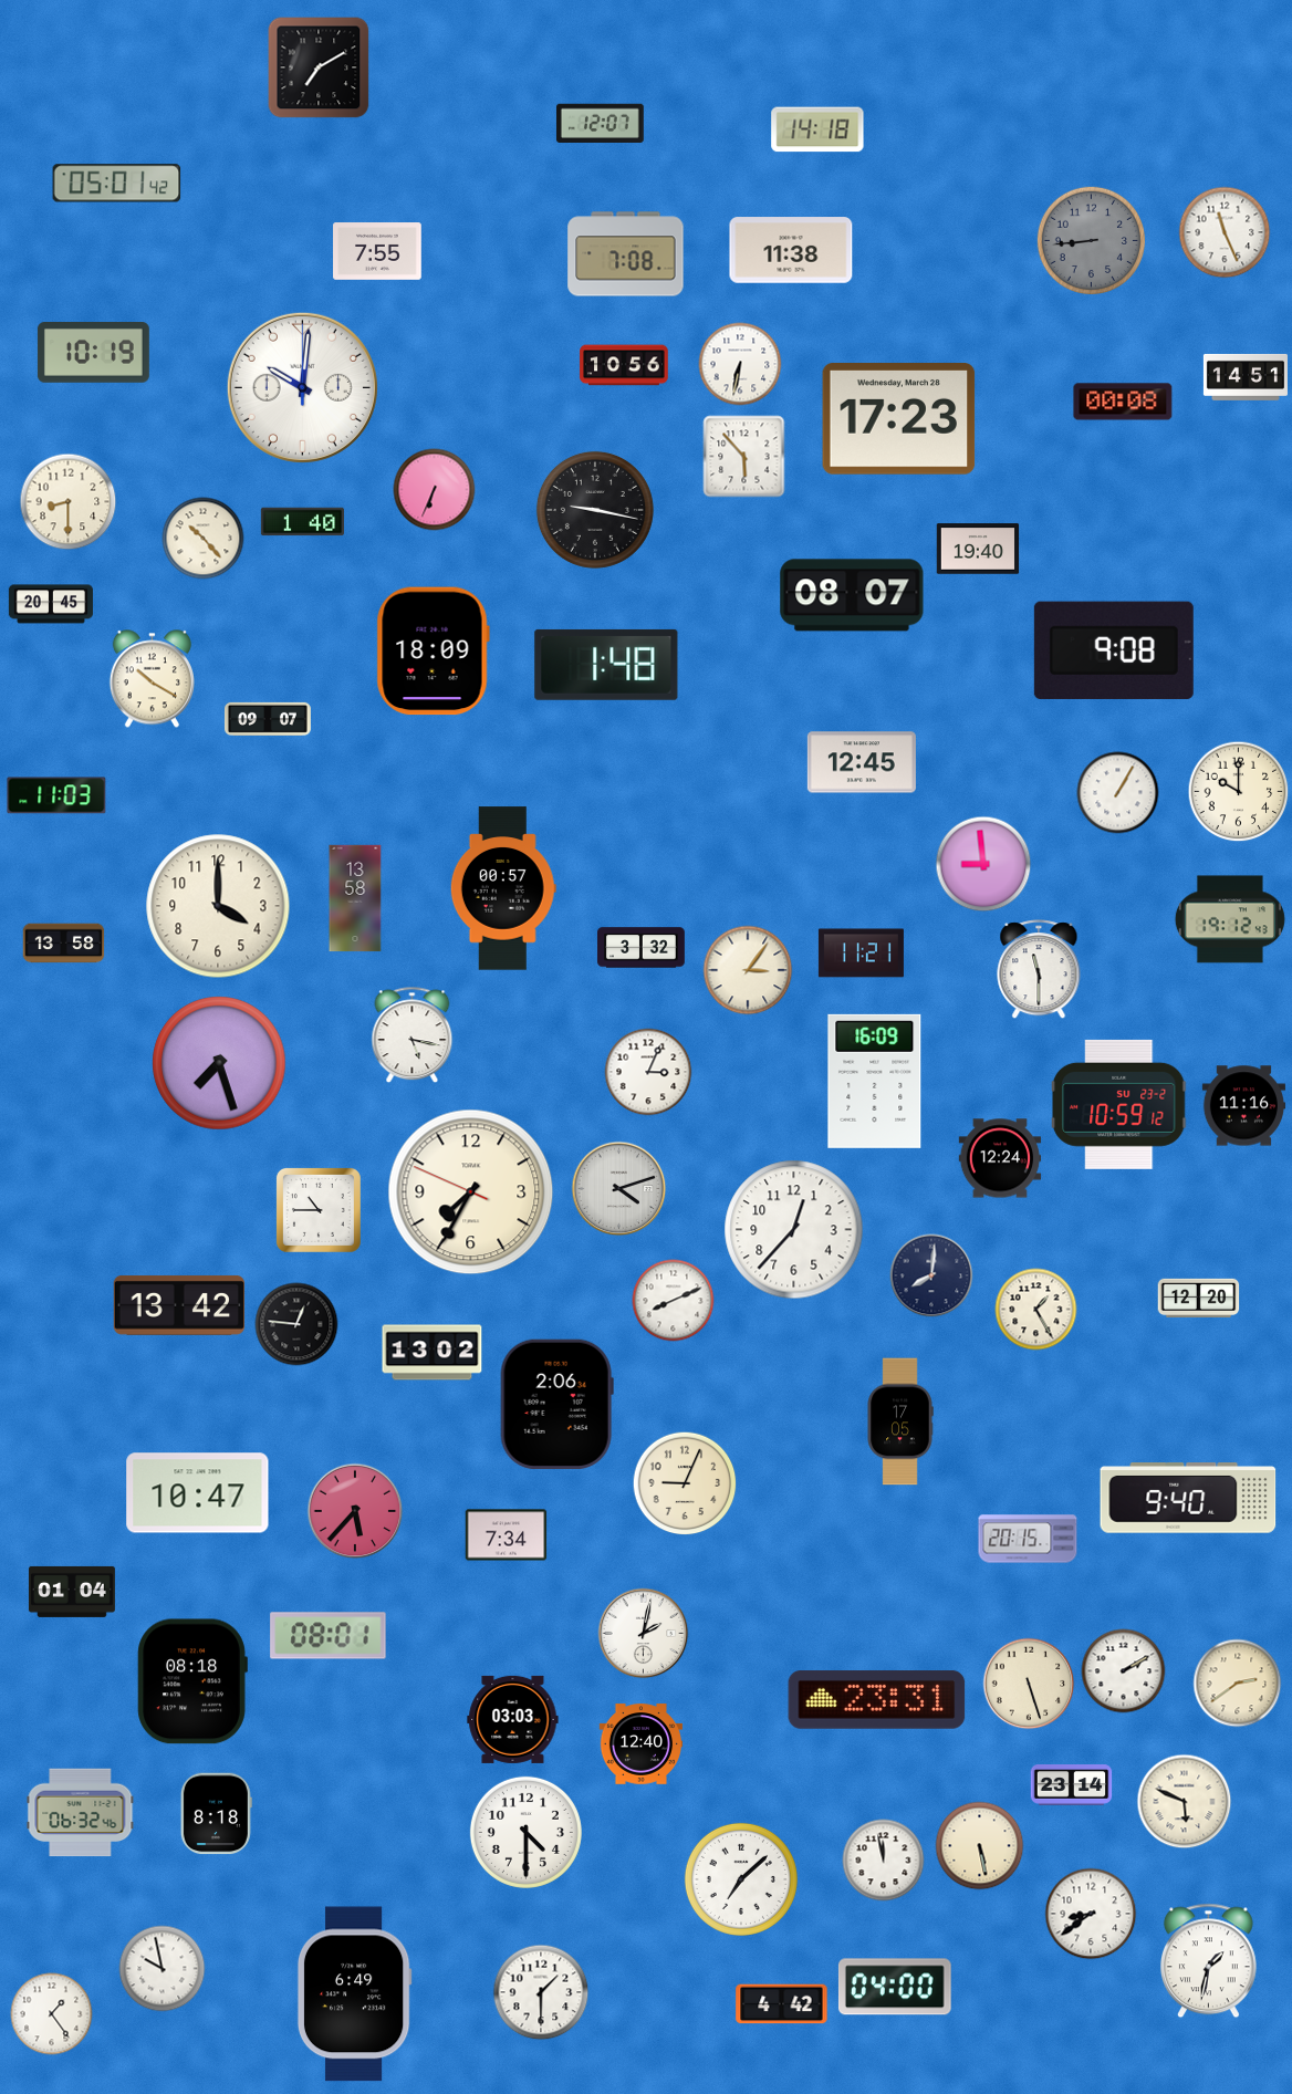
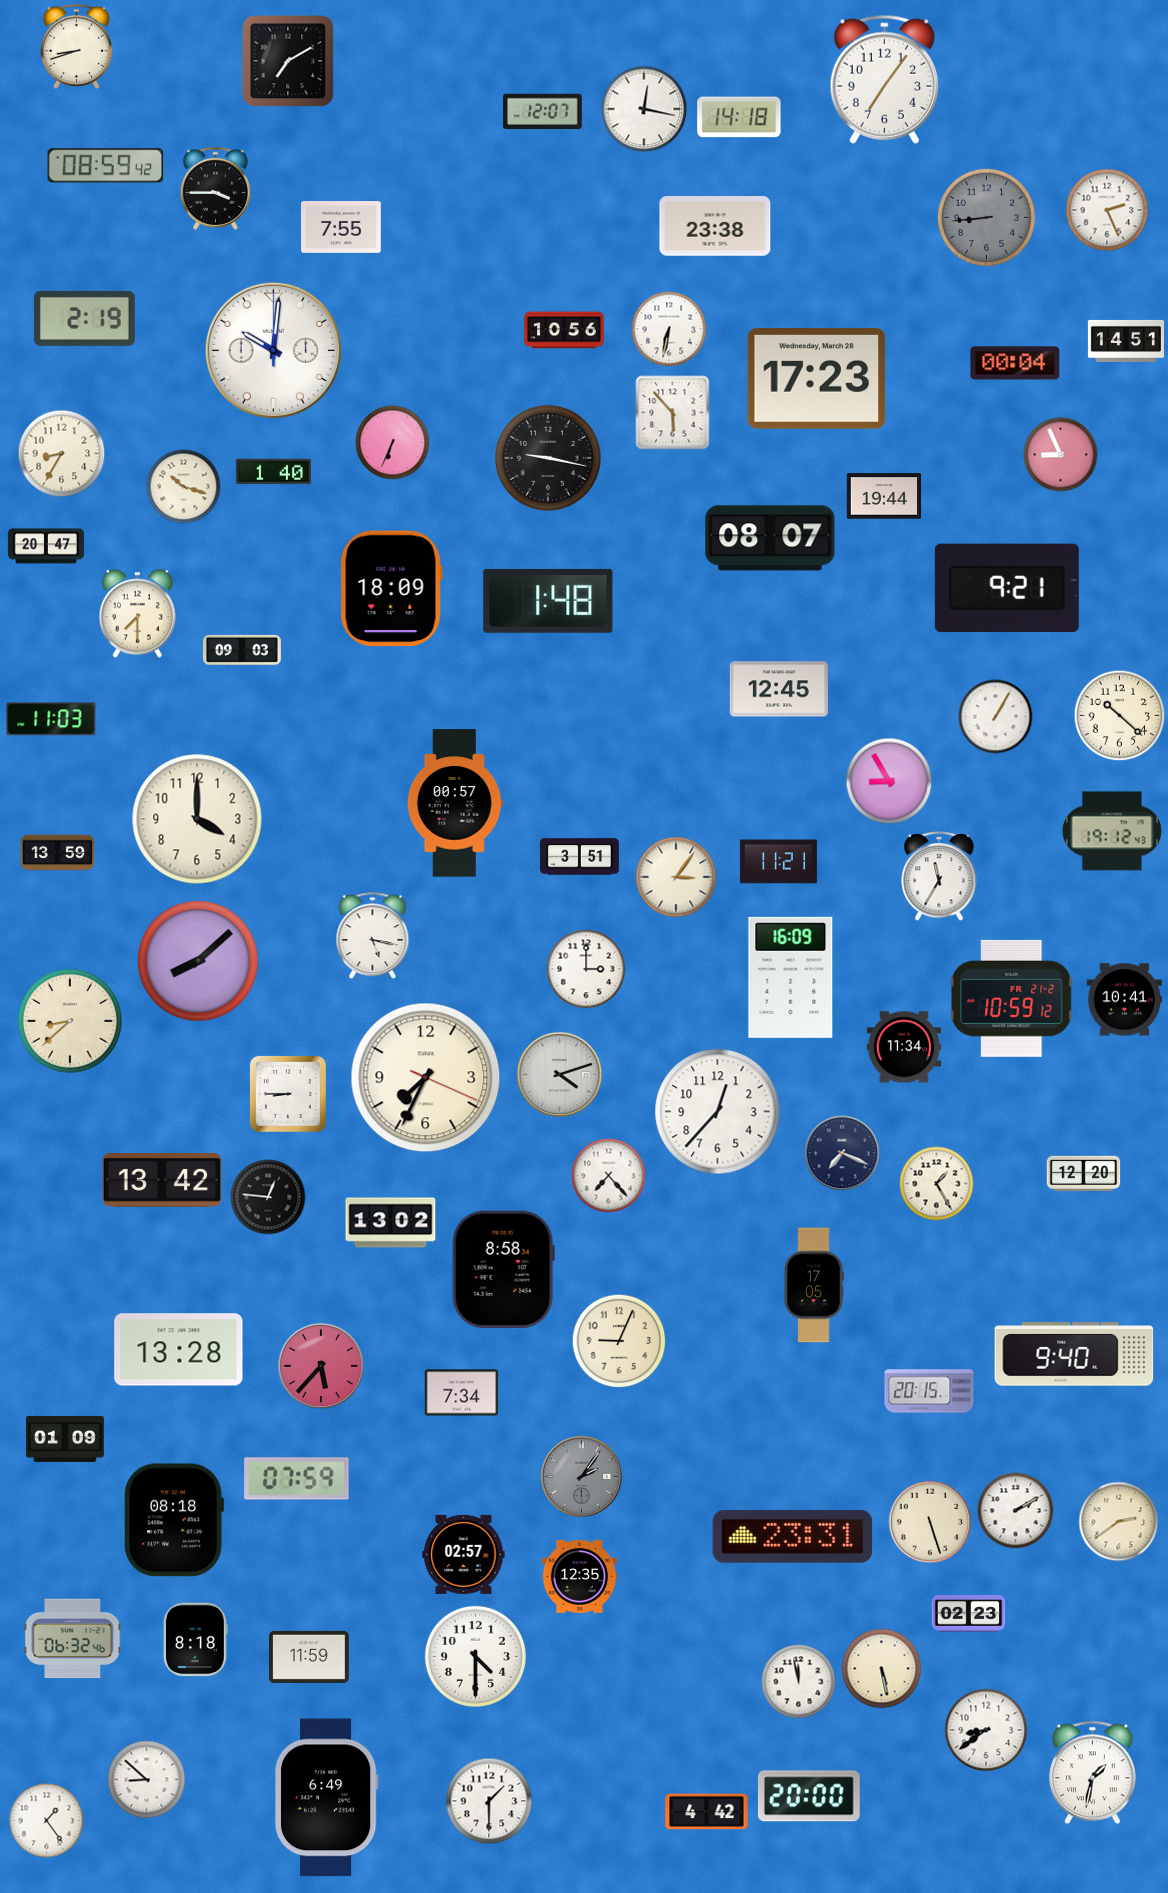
clock at (77, 46): none -> 8:42
clock at (884, 79): none -> 7:06
clock at (644, 109): none -> 12:17
clock at (117, 184): 05:01 -> 08:59
clock at (215, 188): none -> 3:45
clock at (1225, 232): 11:26 -> 2:26
clock at (791, 250): 11:38 -> 23:38
clock at (626, 254): 7:08 -> none
clock at (94, 353): 10:19 -> 2:19
clock at (1123, 402): 00:08 -> 00:04
clock at (899, 419) position: (899, 419) -> (817, 379)
clock at (69, 502): 8:30 -> 8:35
clock at (1061, 455): none -> 8:56
clock at (595, 510) position: (595, 510) -> (548, 458)
clock at (204, 539): 10:23 -> 10:18
clock at (978, 549): 19:40 -> 19:44
clock at (51, 604): 20:45 -> 20:47
clock at (1114, 650): 9:08 -> 9:21
clock at (152, 679): 10:20 -> 7:30
clock at (268, 719): 09:07 -> 09:03
clock at (1239, 792): 10:00 -> 10:22
clock at (1118, 793) position: (1118, 793) -> (996, 717)
clock at (983, 864): 8:59 -> 8:55
clock at (355, 898): 13:58 -> none
clock at (64, 944): 13:58 -> 13:59
clock at (642, 948): 3:32 -> 3:51
clock at (1039, 970): 11:30 -> 11:35
clock at (219, 1063): 7:27 -> 8:08
clock at (648, 1072): 3:04 -> 3:00
clock at (1119, 1104) date: SU 23-2 -> FR 21-2
clock at (1243, 1106): 11:16 -> 10:41
clock at (70, 1021): none -> 8:38
clock at (1000, 1158): 12:24 -> 11:34
clock at (471, 1192): 7:34:49 -> 7:34:19
clock at (319, 1210): 10:45 -> 8:45
clock at (931, 1275): 8:01 -> 7:19
clock at (674, 1301): 8:11 -> 7:23
clock at (556, 1404): 2:06 -> 8:58
clock at (198, 1493): 10:47 -> 13:28
clock at (507, 1535) position: (507, 1535) -> (462, 1393)
clock at (72, 1592): 01:04 -> 01:09
clock at (644, 1634): 2:02 -> 2:06
clock at (644, 1634) dial: white -> grey
clock at (329, 1636): 08:01 -> 07:59
clock at (513, 1719): 03:03 -> 02:57
clock at (640, 1744): 12:40 -> 12:35
clock at (1072, 1785): 23:14 -> 02:23
clock at (1185, 1802): 5:49 -> none
clock at (309, 1657): none -> 11:59
clock at (980, 1846) position: (980, 1846) -> (882, 1669)
clock at (741, 1879): 7:08 -> none
clock at (163, 1969): 9:58 -> 8:52
clock at (895, 1987): 04:00 -> 20:00
clock at (354, 1994) position: (354, 1994) -> (326, 1798)
